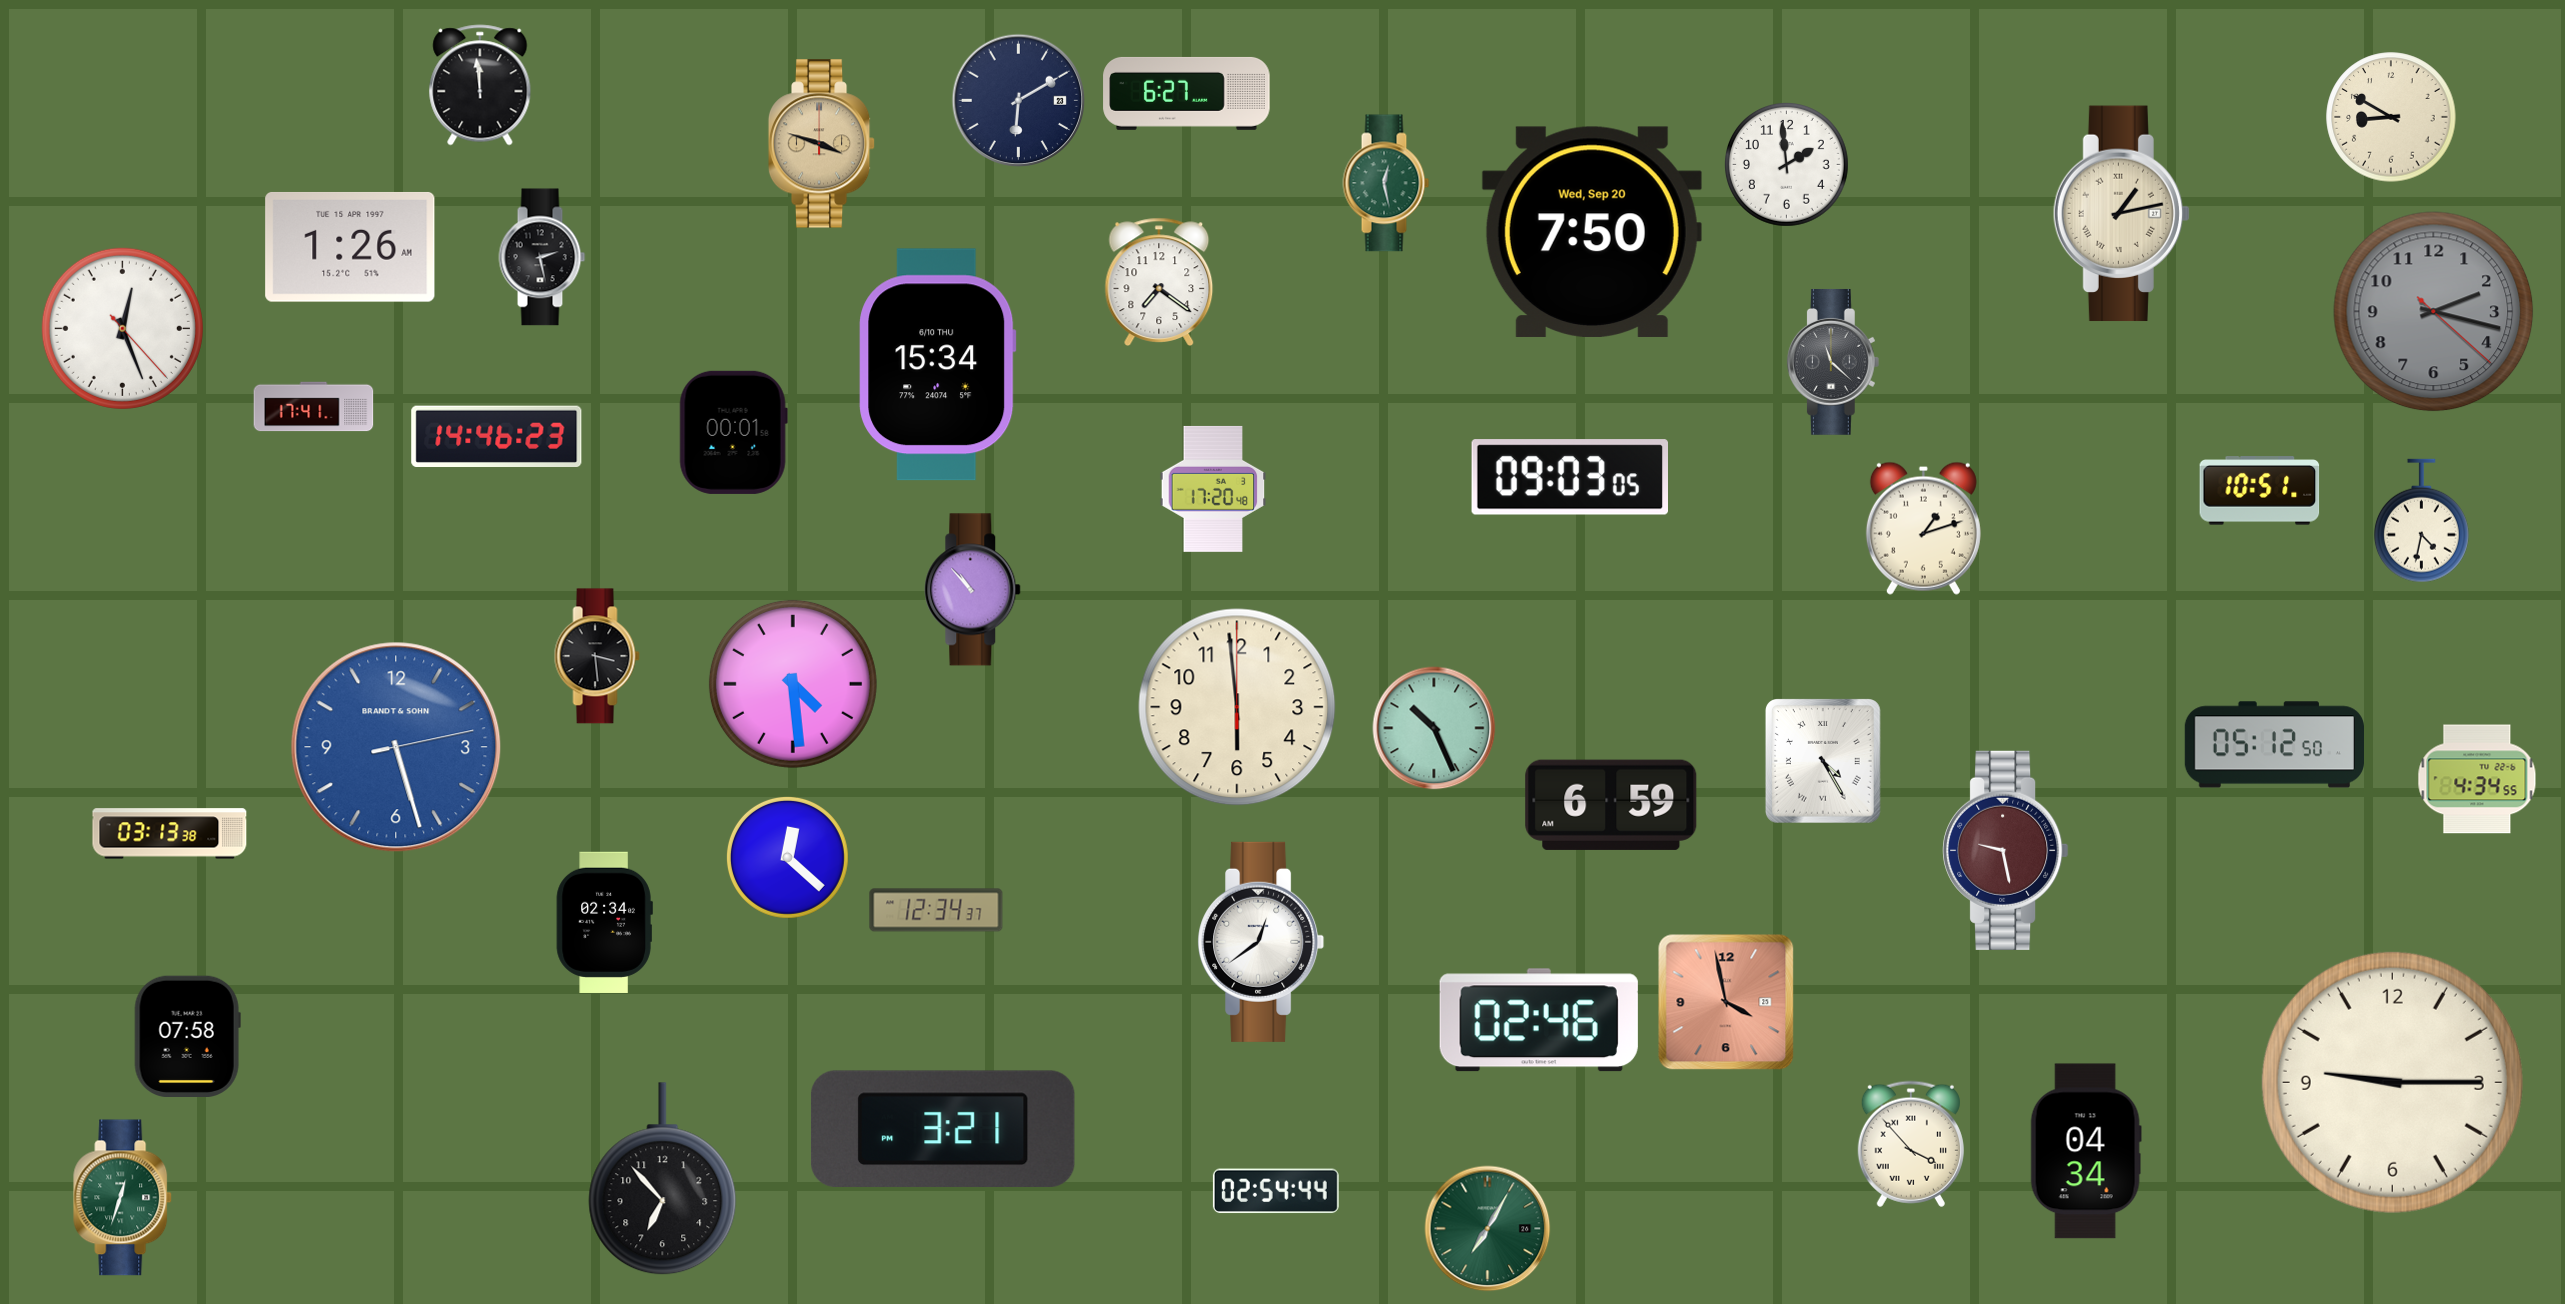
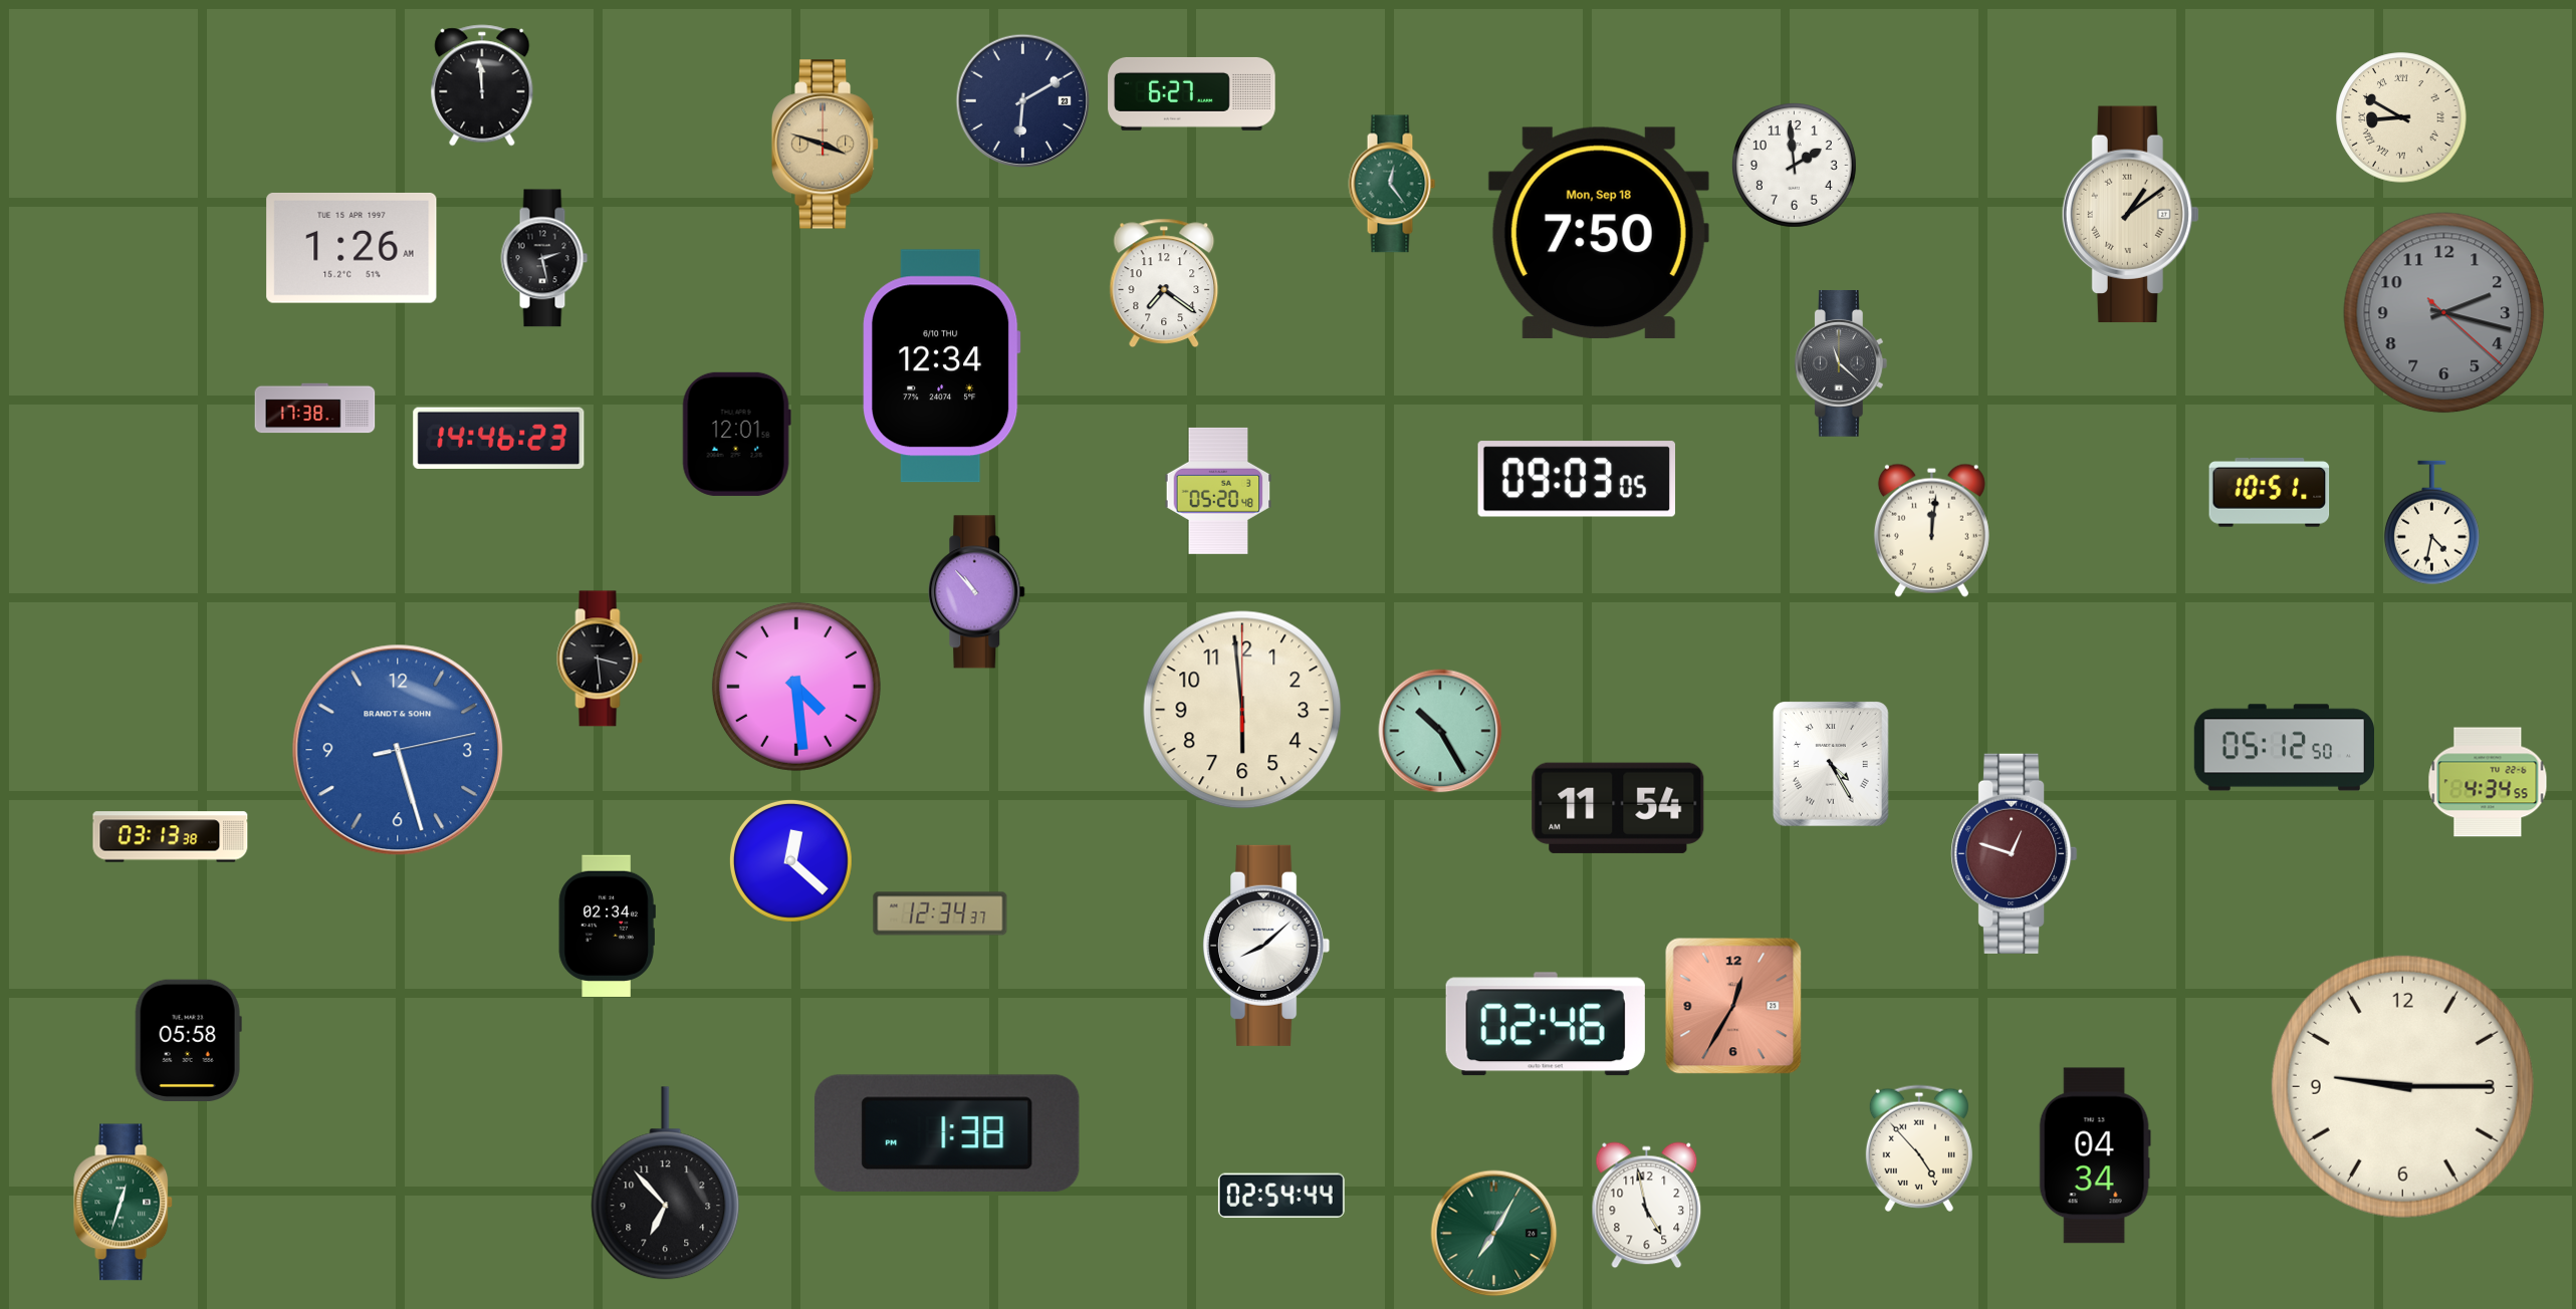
clock at (2391, 117) numerals: Arabic -> Roman
clock at (1386, 183): 12:28 -> 12:24
clock at (2121, 214): 1:13 -> 1:09
clock at (1592, 232) date: Wed, Sep 20 -> Mon, Sep 18
clock at (122, 328): 12:26 -> none
clock at (938, 365): 15:34 -> 12:34
clock at (314, 407): 17:41 -> 17:38
clock at (733, 432): 00:01 -> 12:01
clock at (1213, 489): 17:20 -> 05:20
clock at (1923, 528): 1:12 -> 12:01
clock at (1434, 728): 10:26 -> 10:25
clock at (1611, 805): 6:59 -> 11:54
clock at (2006, 850): 9:28 -> 12:48
clock at (1261, 942): 12:39 -> 8:08
clock at (1726, 1002): 3:58 -> 12:35
clock at (187, 1036): 07:58 -> 05:58
clock at (943, 1129): 3:21 -> 1:38
clock at (1911, 1144): 3:53 -> 4:53
clock at (1647, 1206): none -> 4:58
